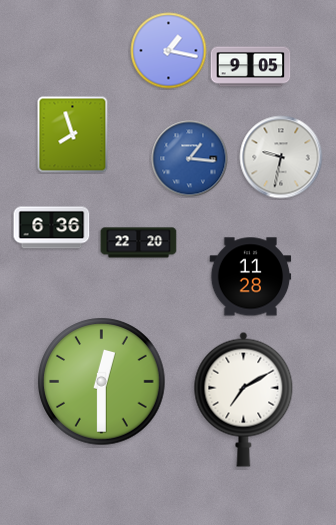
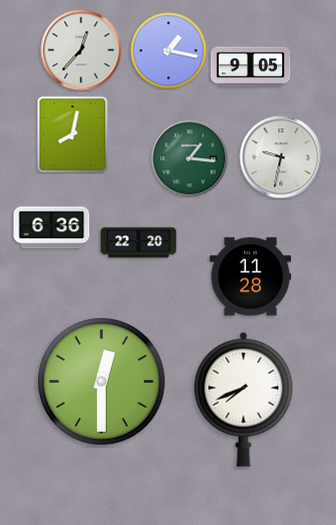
clock at (81, 50): none -> 12:37
clock at (73, 135): 7:57 -> 8:02
clock at (190, 159) dial: blue -> green
clock at (244, 399): 7:10 -> 7:41
